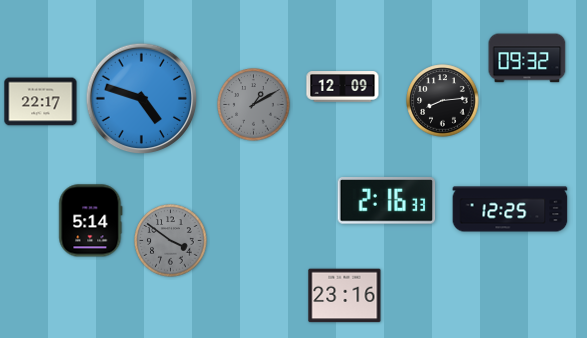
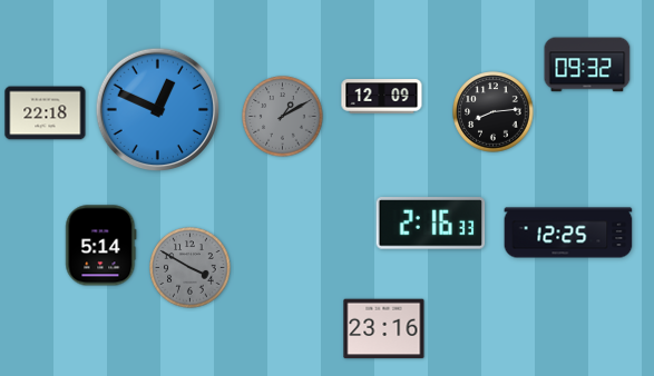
clock at (142, 99): 4:48 -> 12:49
clock at (41, 102): 22:17 -> 22:18
clock at (171, 241): 3:51 -> 3:50
